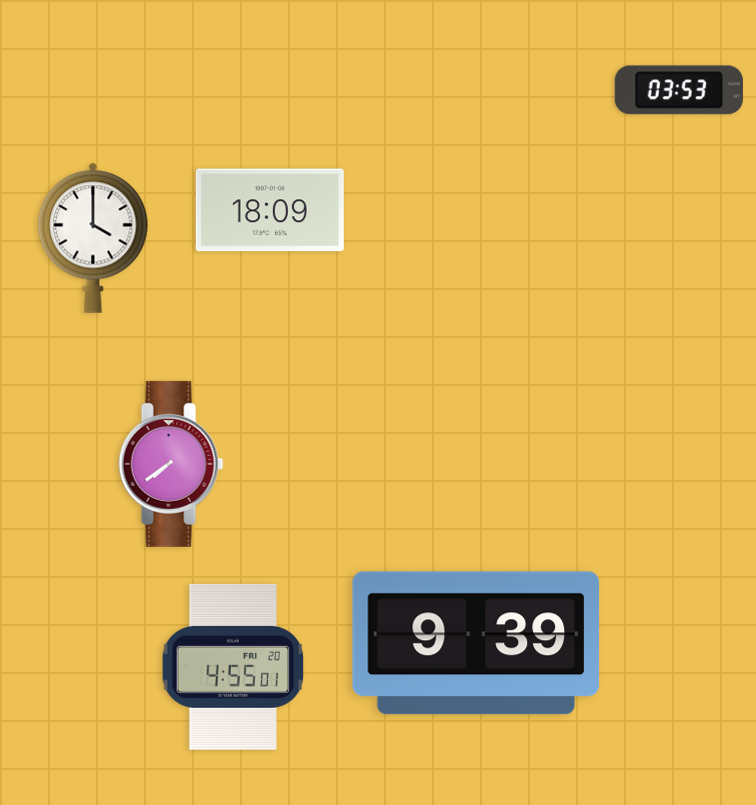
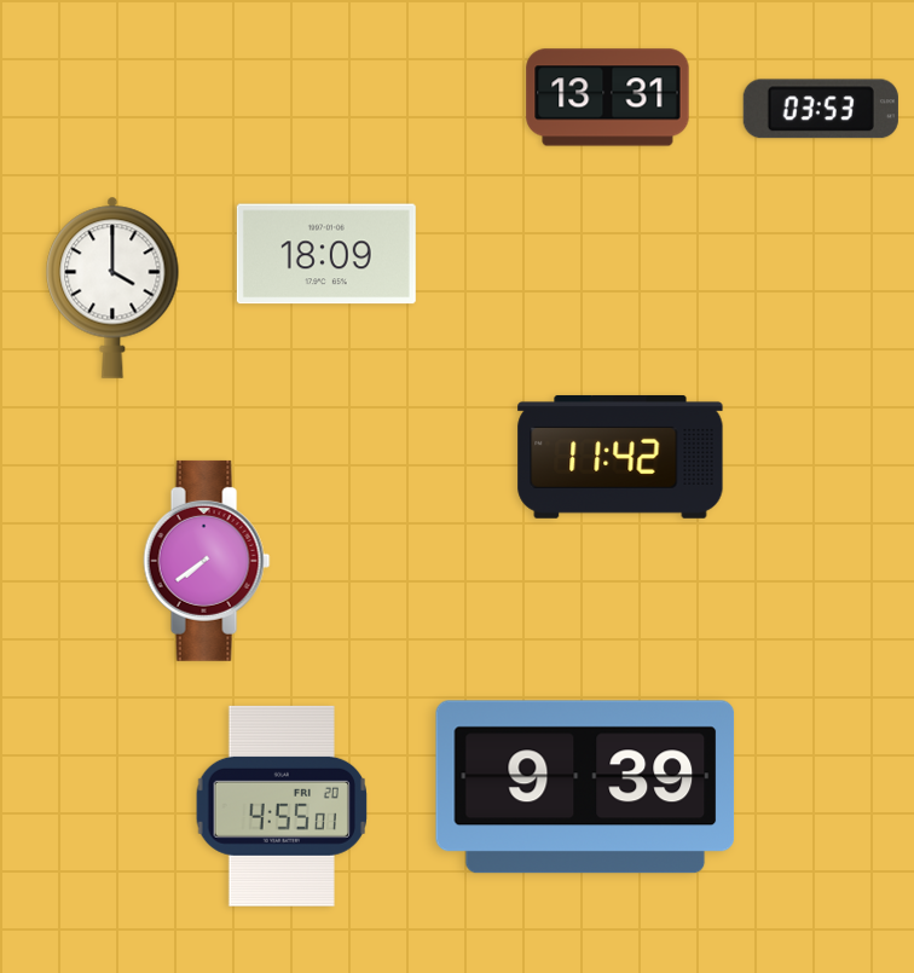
clock at (608, 98): none -> 13:31
clock at (620, 457): none -> 11:42
clock at (476, 643) position: (476, 643) -> (585, 787)
